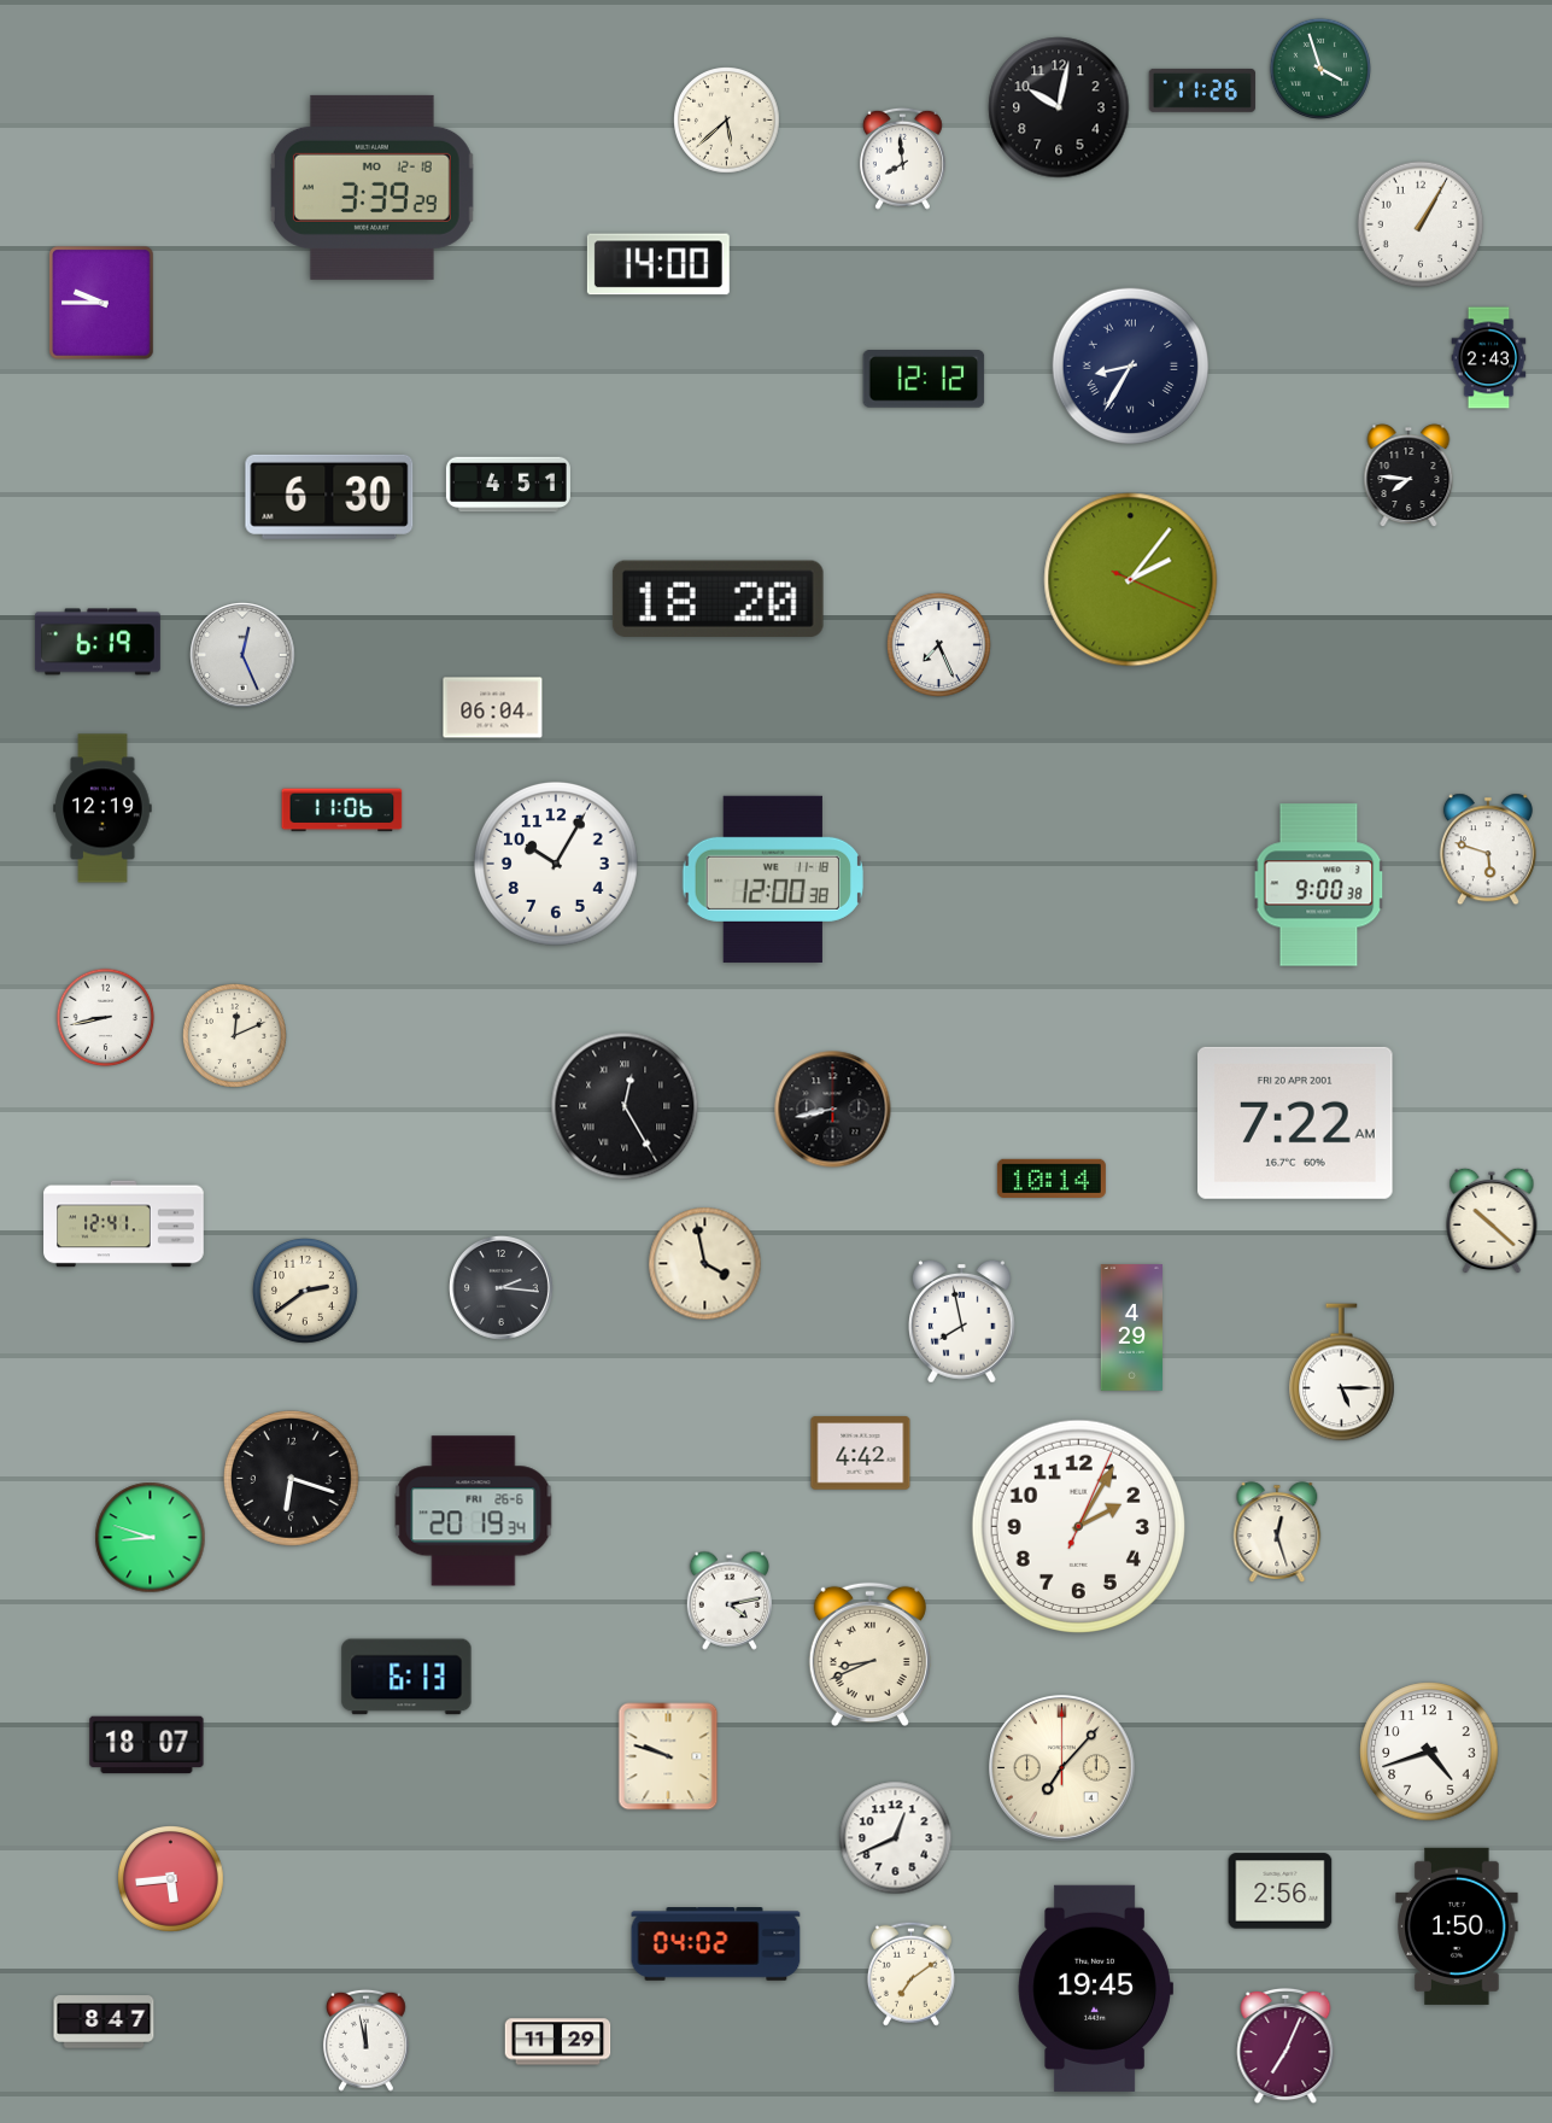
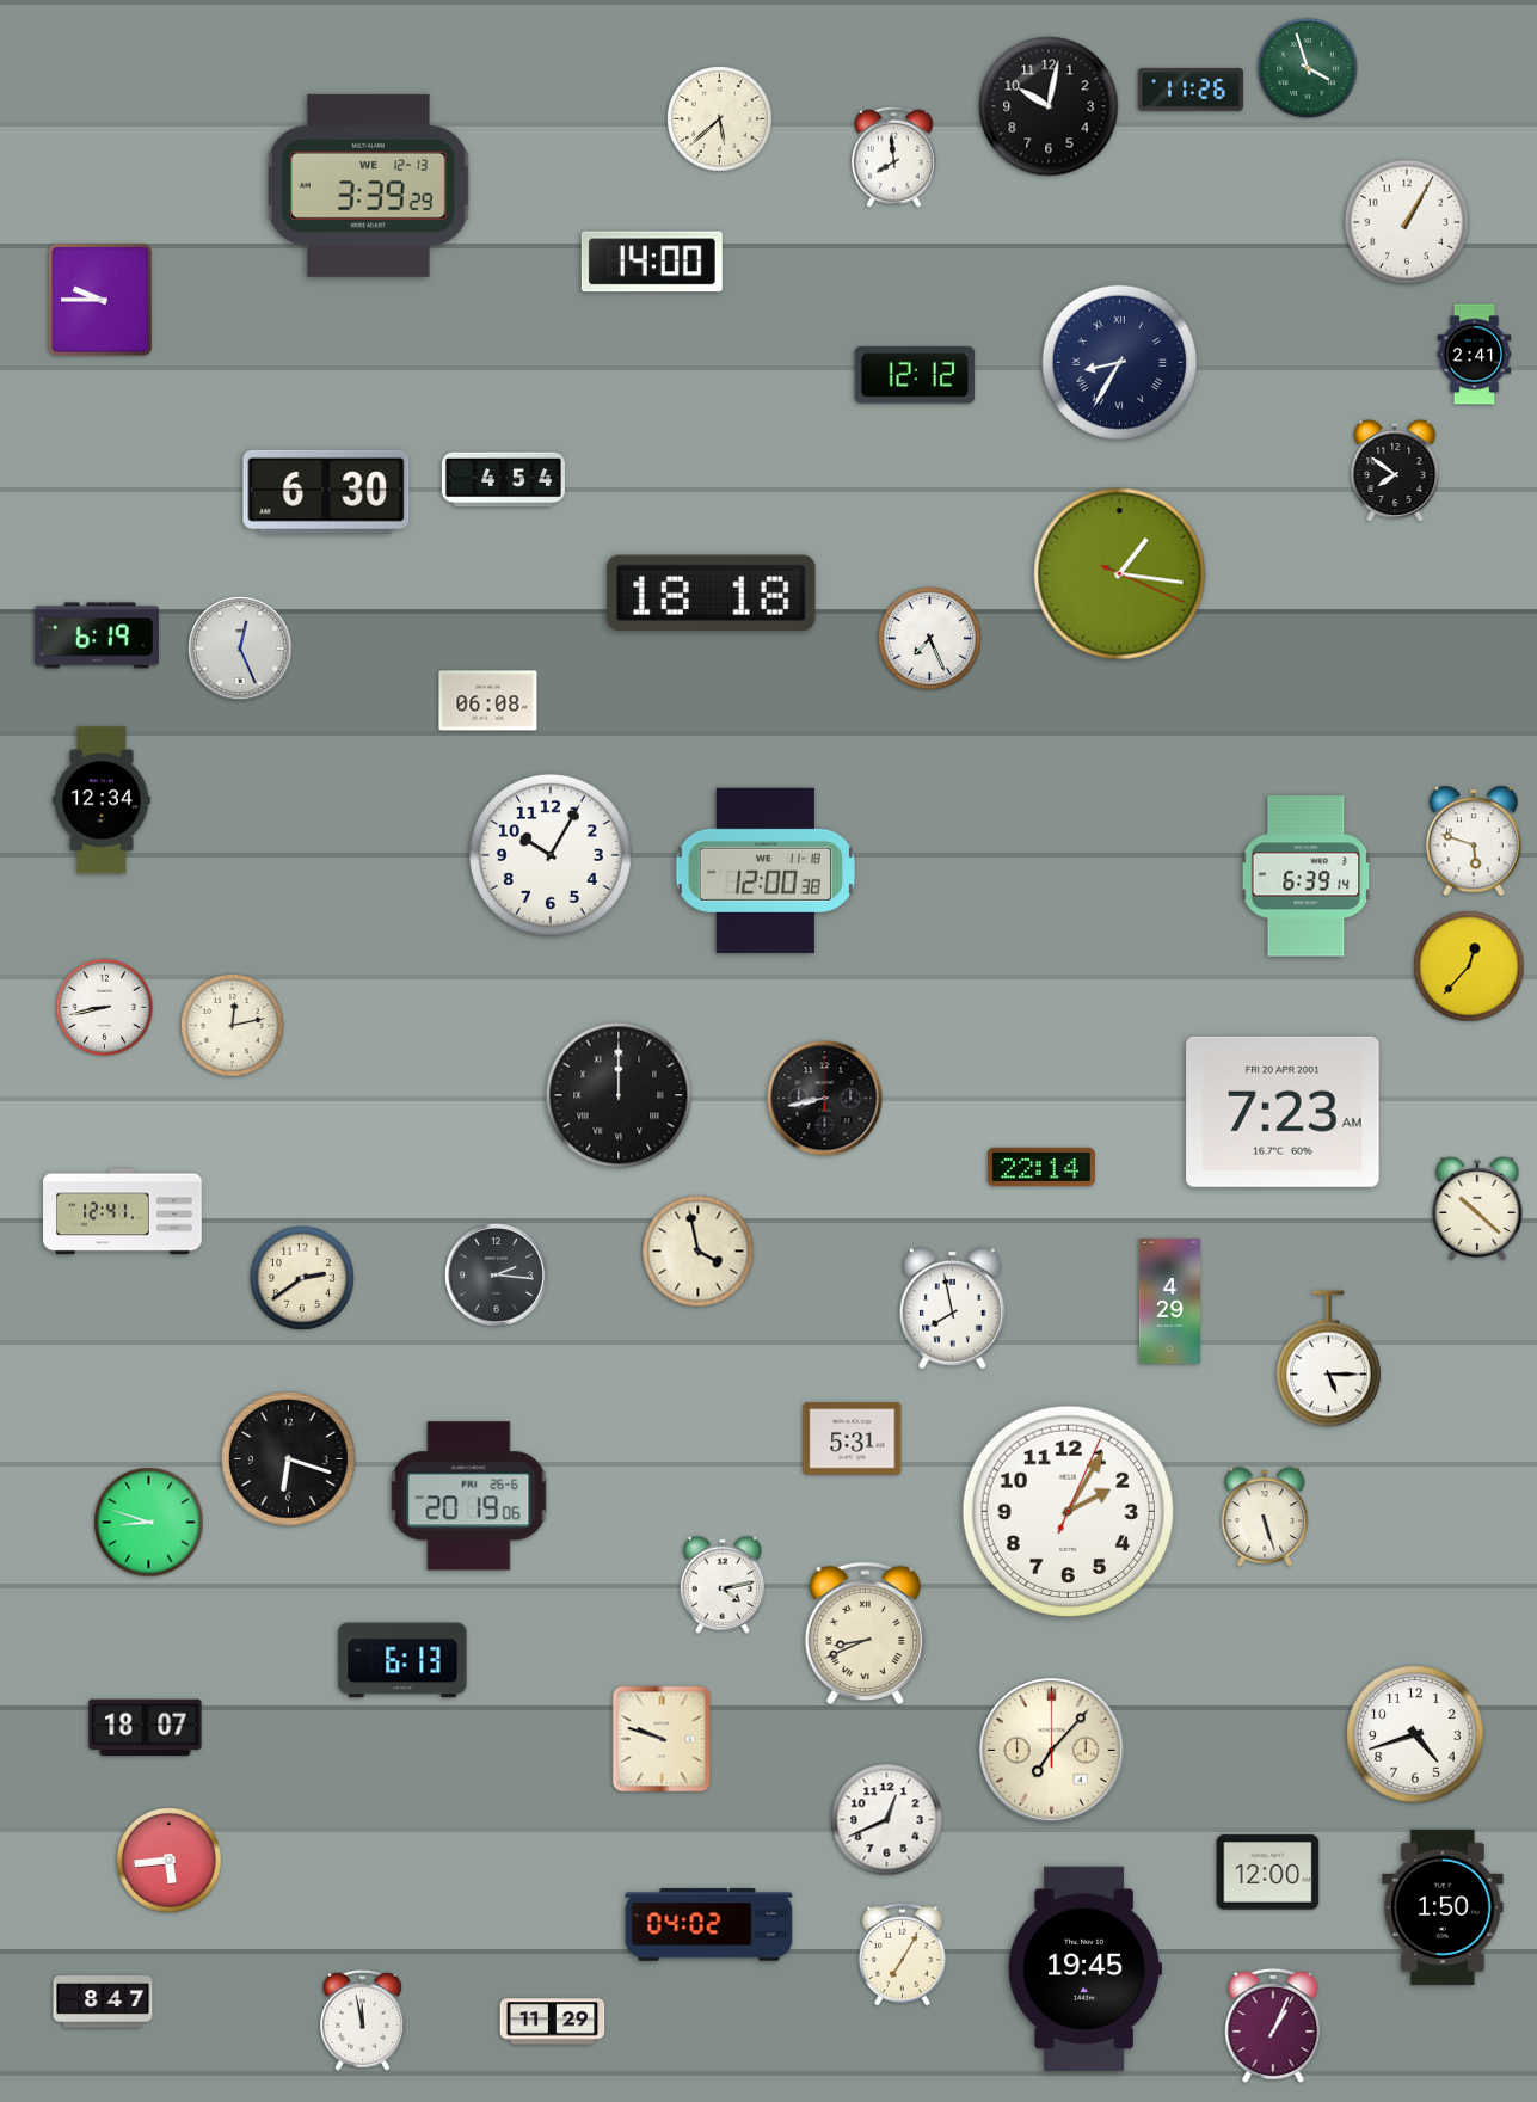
clock at (371, 187) date: MO 12-18 -> WE 12-13
clock at (1489, 358): 2:43 -> 2:41
clock at (1408, 475): 7:46 -> 7:51
clock at (508, 485): 4:51 -> 4:54
clock at (1131, 580): 2:06 -> 1:16
clock at (718, 598): 18:20 -> 18:18
clock at (493, 708): 06:04 -> 06:08
clock at (103, 808): 12:19 -> 12:34
clock at (342, 811): 11:06 -> none
clock at (1319, 885): 9:00 -> 6:39
clock at (1469, 966): none -> 12:37
clock at (234, 1035): 12:11 -> 12:13
clock at (625, 1106): 12:25 -> 12:00
clock at (1295, 1123): 7:22 -> 7:23
clock at (1052, 1179): 10:14 -> 22:14
clock at (1132, 1328) position: (1132, 1328) -> (1170, 1302)
clock at (861, 1454): 4:42 -> 5:31
clock at (292, 1479) position: (292, 1479) -> (289, 1459)
clock at (474, 1511): 20:19:34 -> 20:19:06
clock at (1277, 1532): 12:27 -> 5:27
clock at (869, 1654) position: (869, 1654) -> (865, 1633)
clock at (1281, 1891): 2:56 -> 12:00
clock at (910, 1973): 7:09 -> 7:05
clock at (1285, 2046): 7:04 -> 1:04
